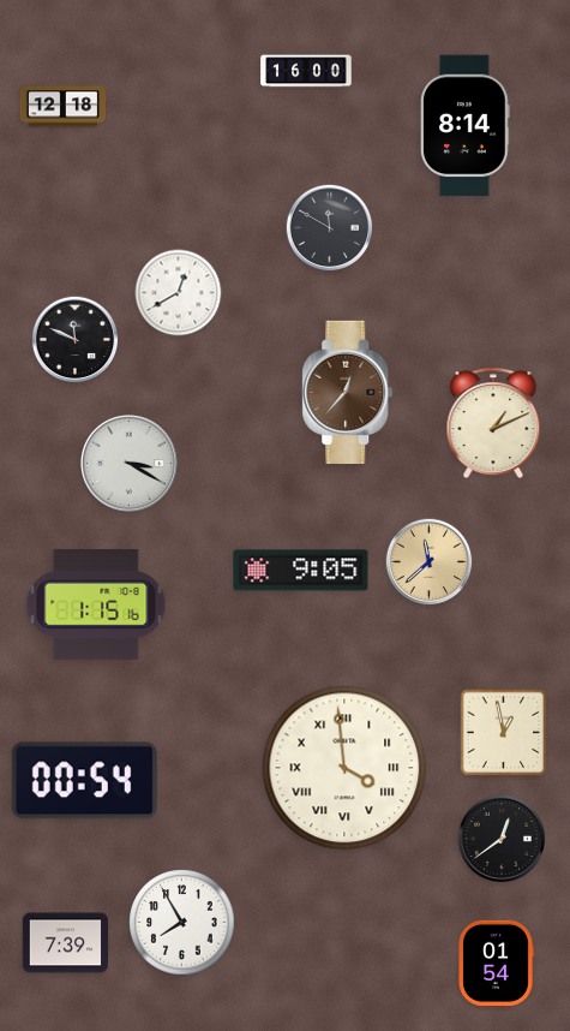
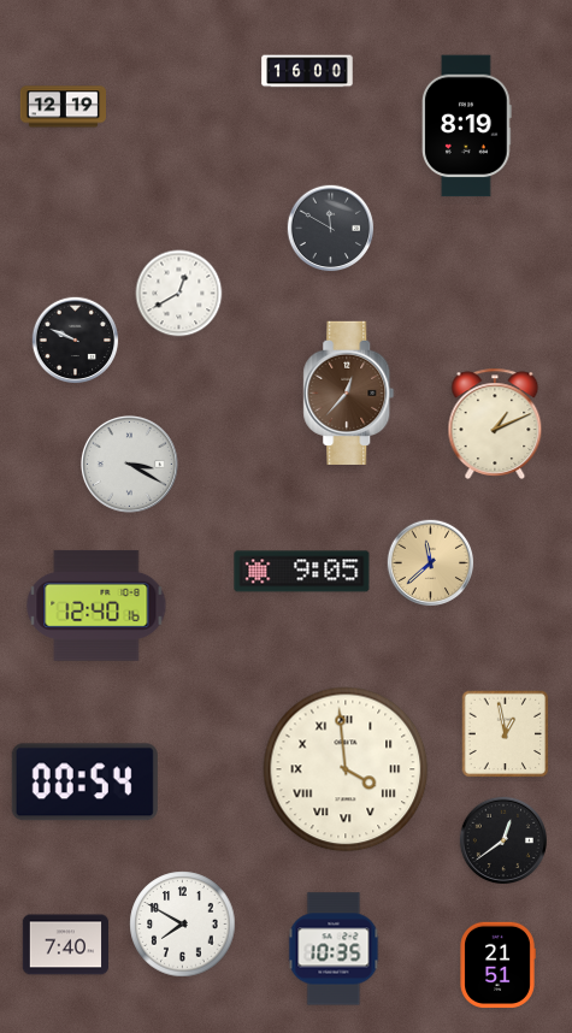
clock at (64, 107): 12:18 -> 12:19
clock at (466, 126): 8:14 -> 8:19
clock at (76, 340): 11:49 -> 9:49
clock at (96, 604): 1:15 -> 12:40
clock at (182, 923): 7:55 -> 7:50
clock at (65, 943): 7:39 -> 7:40
clock at (334, 949): none -> 10:35
clock at (496, 963): 01:54 -> 21:51
